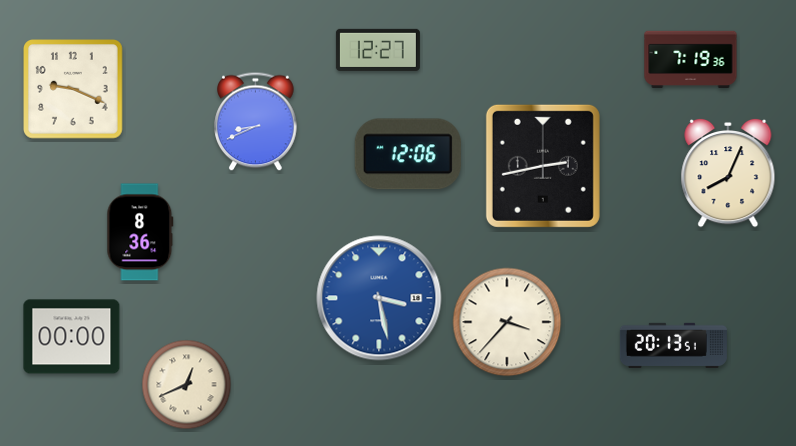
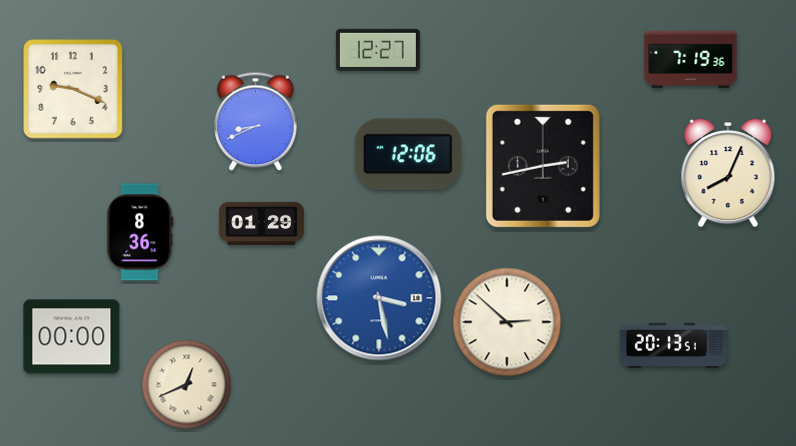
clock at (261, 223): none -> 01:29
clock at (507, 322): 3:37 -> 2:52
